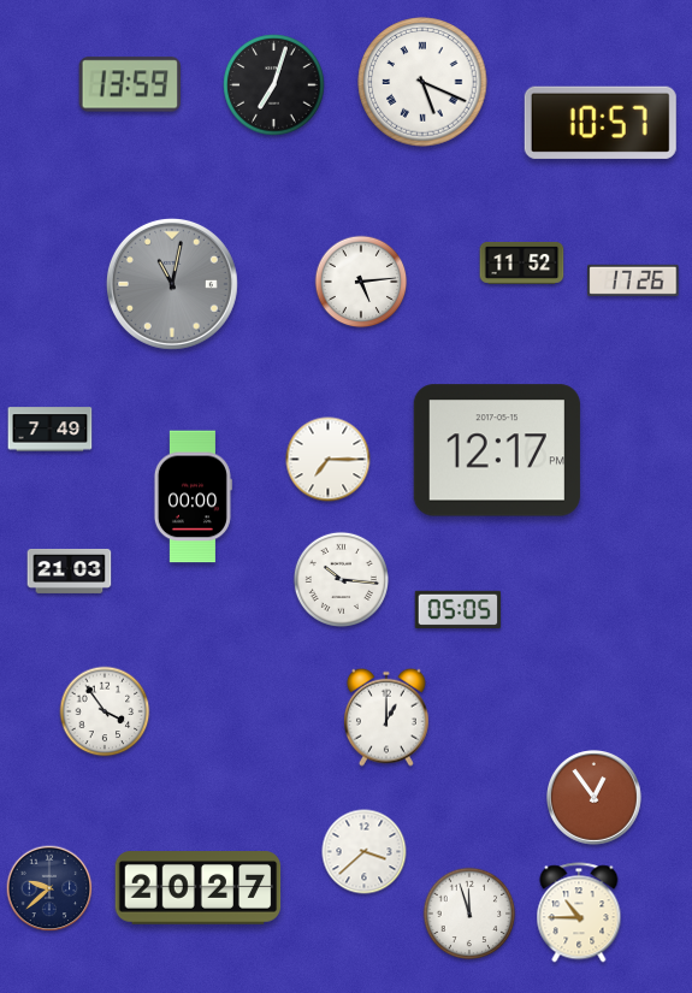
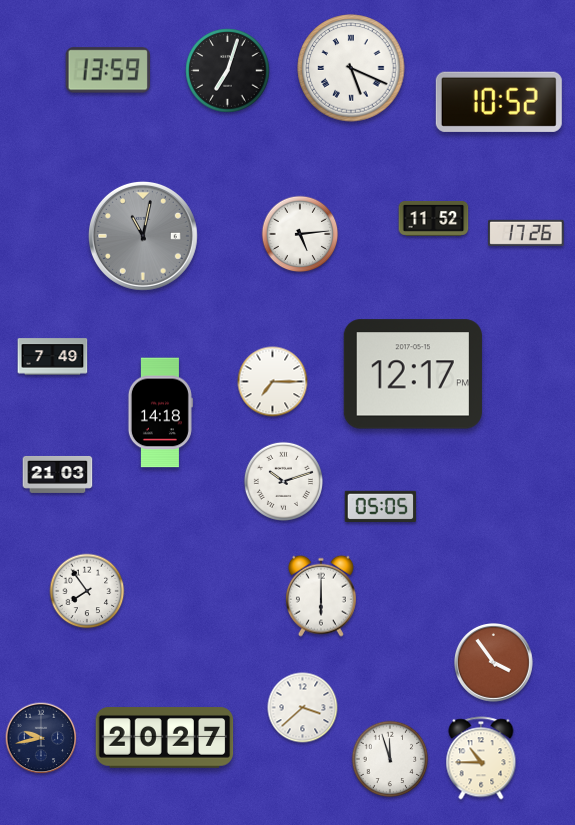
clock at (601, 123): 10:57 -> 10:52
clock at (51, 430) position: (51, 430) -> (53, 357)
clock at (193, 497): 00:00 -> 14:18
clock at (341, 579): 10:16 -> 10:12
clock at (105, 711): 3:54 -> 7:54
clock at (386, 717): 1:00 -> 6:00
clock at (595, 798): 12:54 -> 3:54
clock at (49, 888): 9:38 -> 9:43
